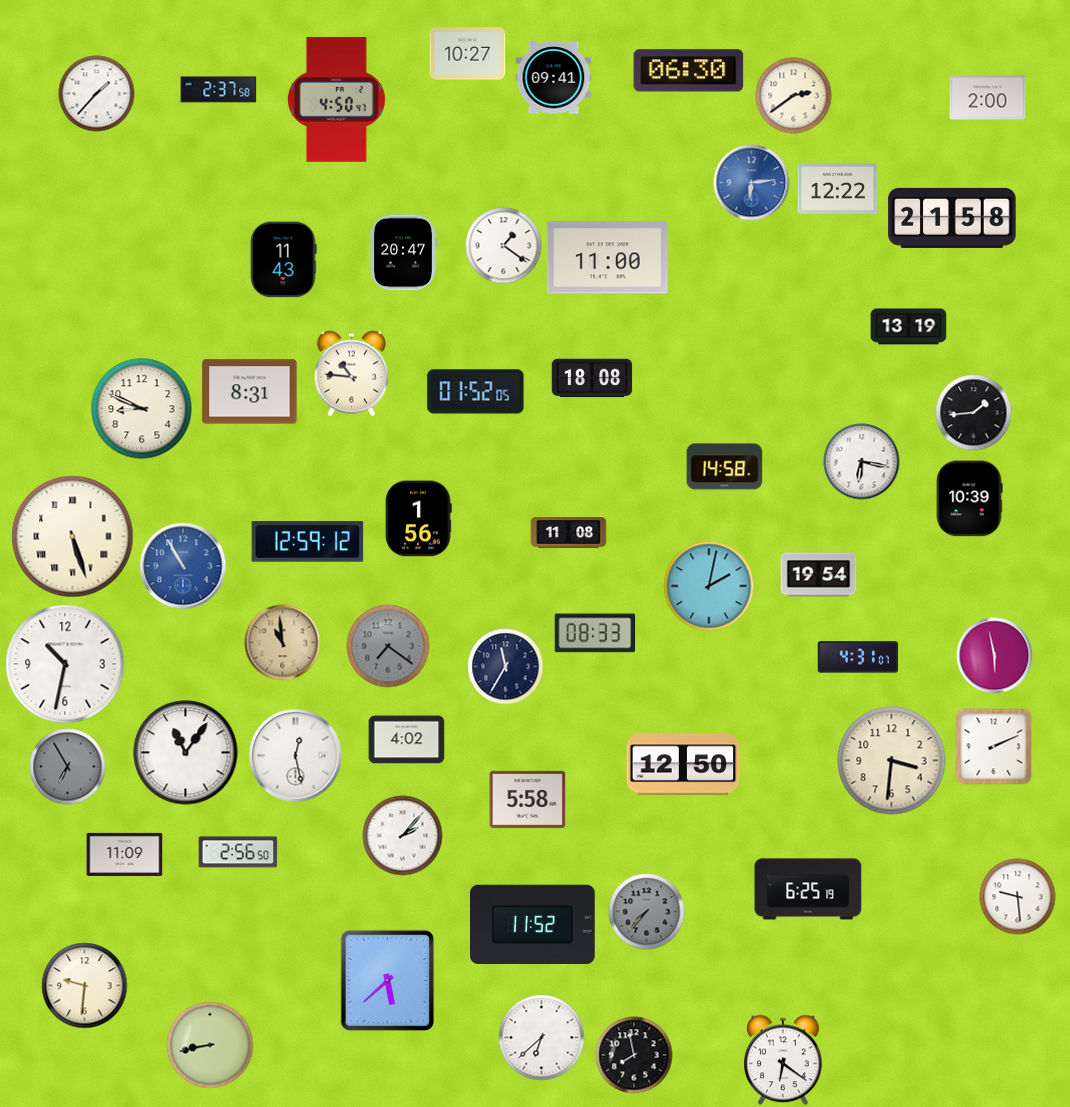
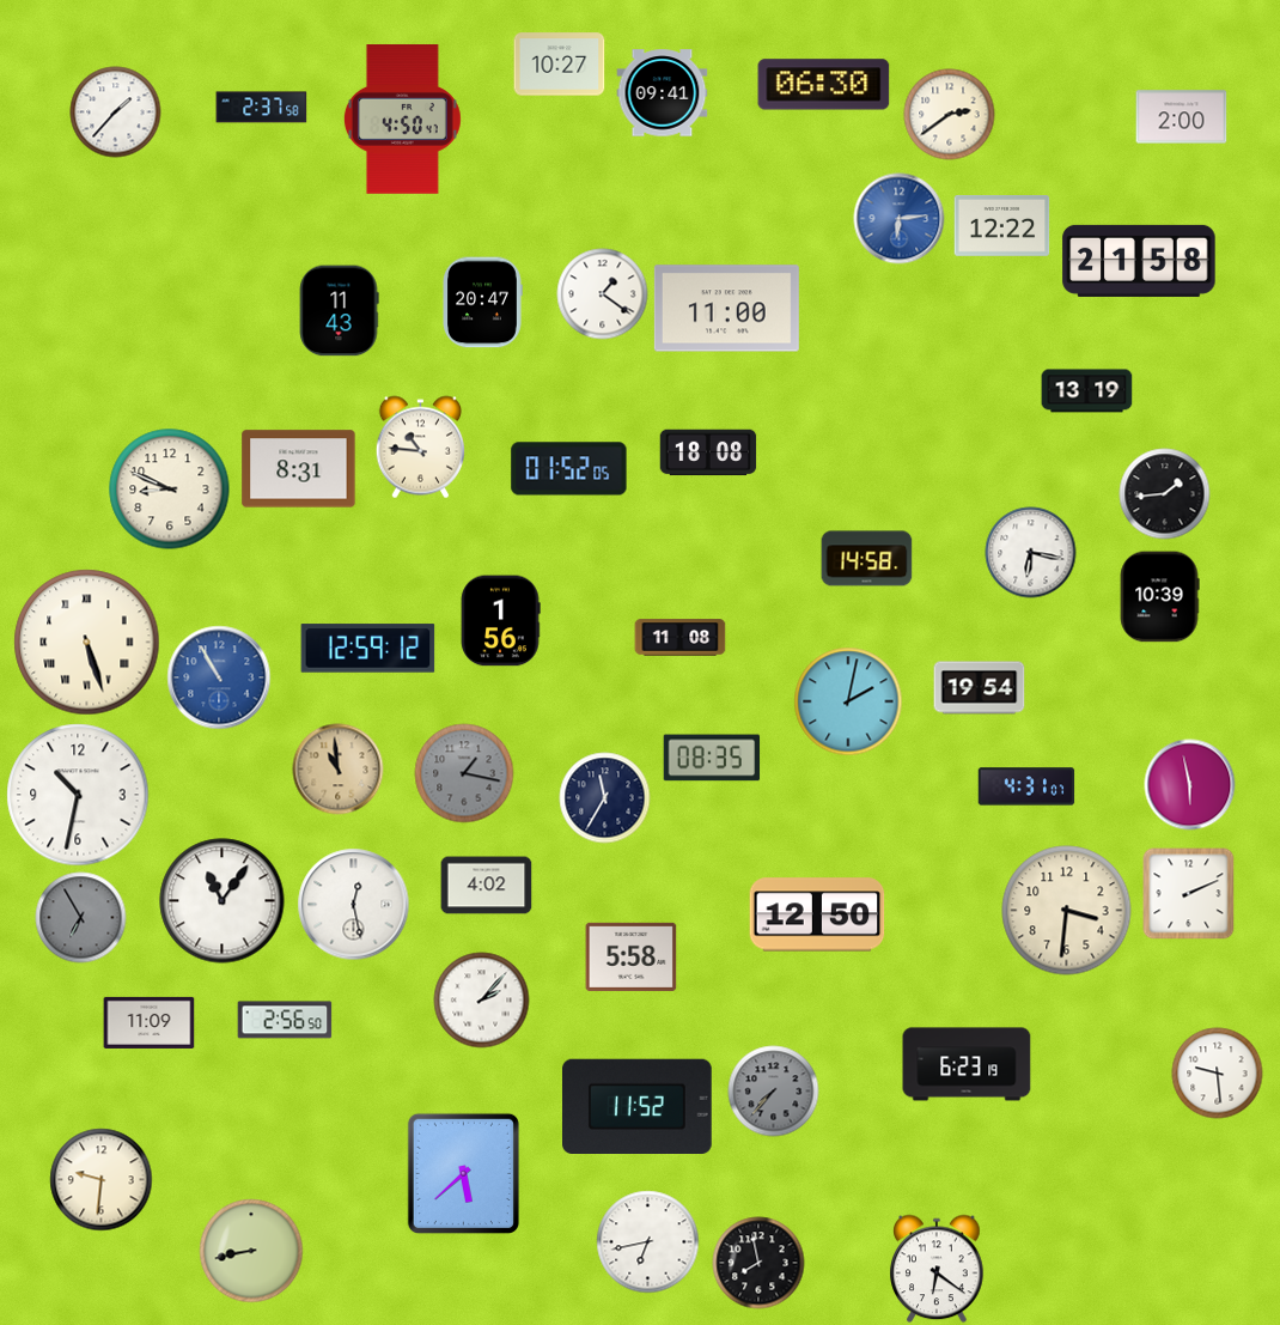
clock at (595, 633): 08:33 -> 08:35
clock at (388, 646): 7:21 -> 1:17
clock at (808, 889): 6:25 -> 6:23
clock at (542, 1038): 6:38 -> 6:43
